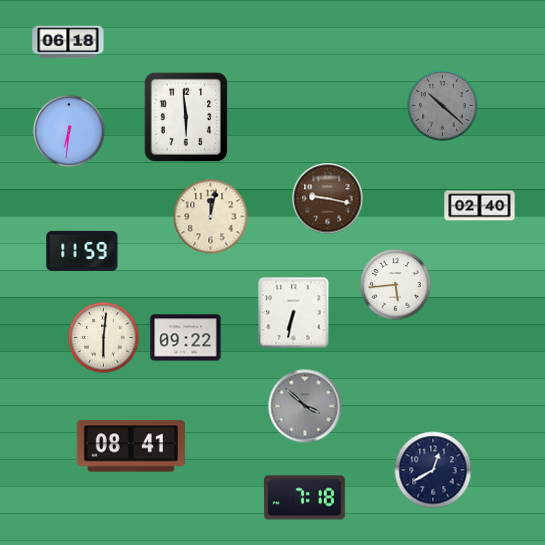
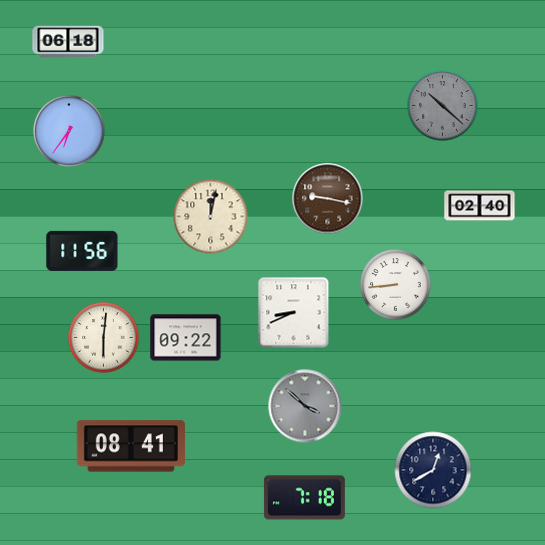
clock at (185, 116): 5:59 -> none
clock at (69, 131): 6:31 -> 6:36
clock at (82, 251): 11:59 -> 11:56
clock at (396, 285): 5:44 -> 8:44
clock at (294, 313): 6:32 -> 8:41
